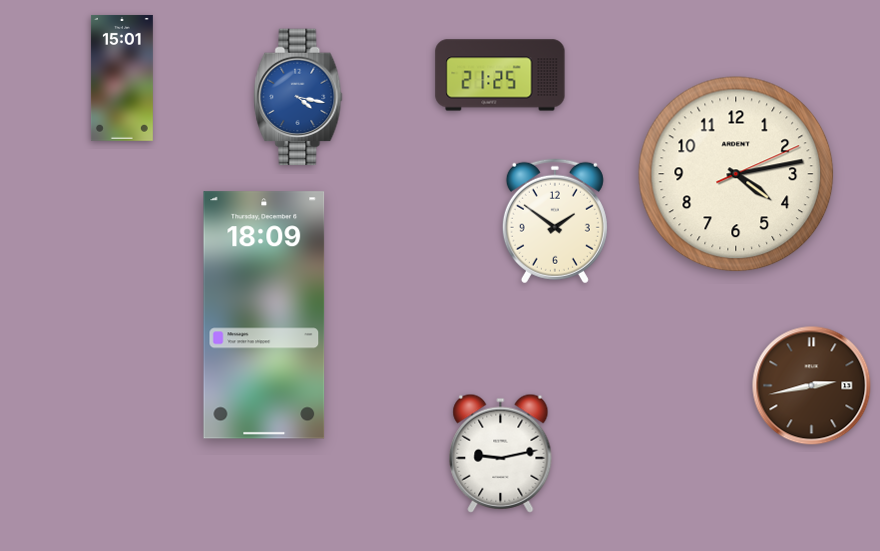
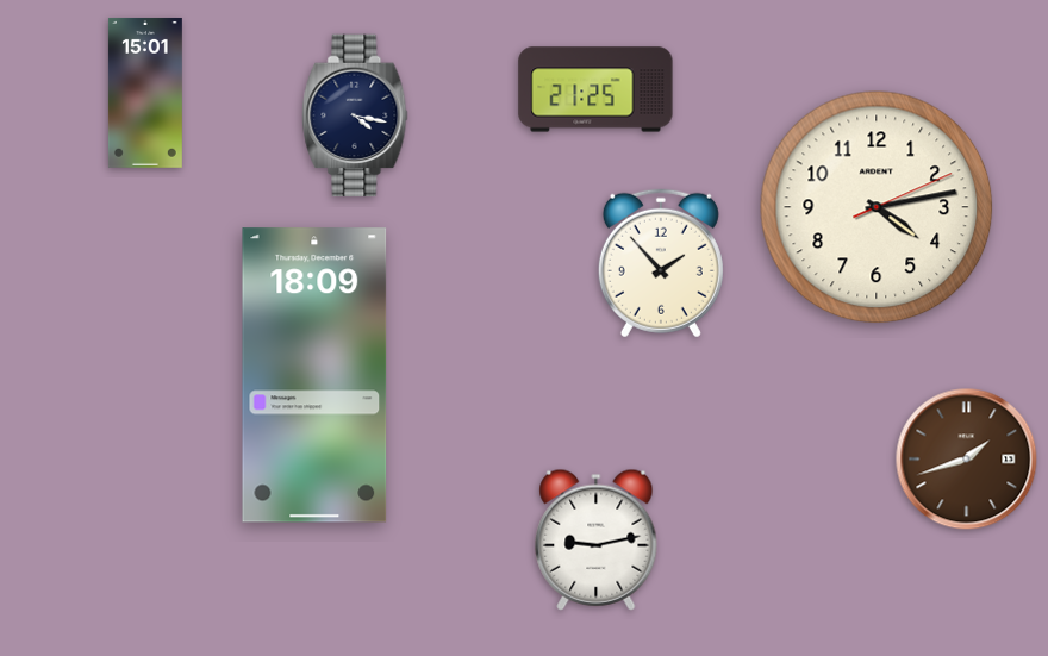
clock at (298, 97) dial: blue -> navy
clock at (555, 221): 1:51 -> 1:53
clock at (812, 386): 2:43 -> 1:42
